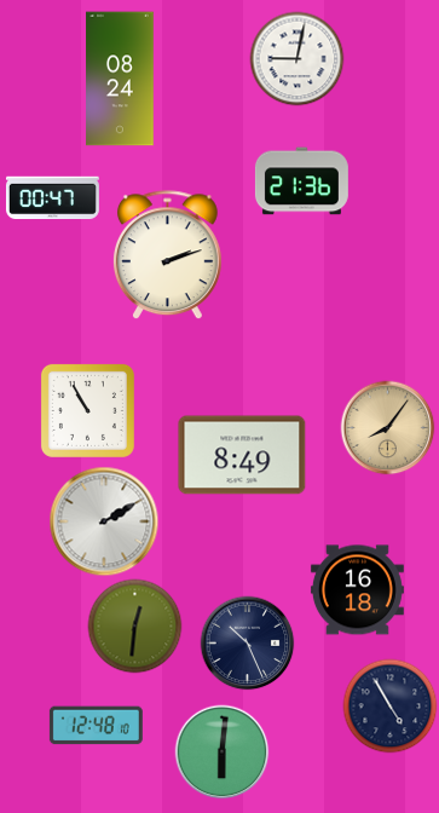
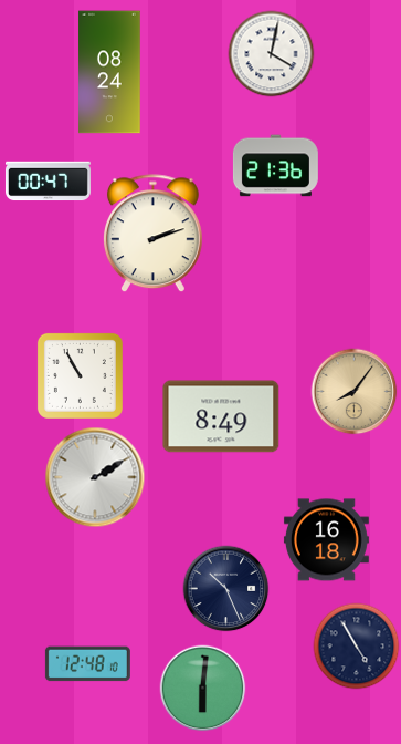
clock at (296, 58): 9:02 -> 4:02
clock at (134, 625): 12:31 -> none
